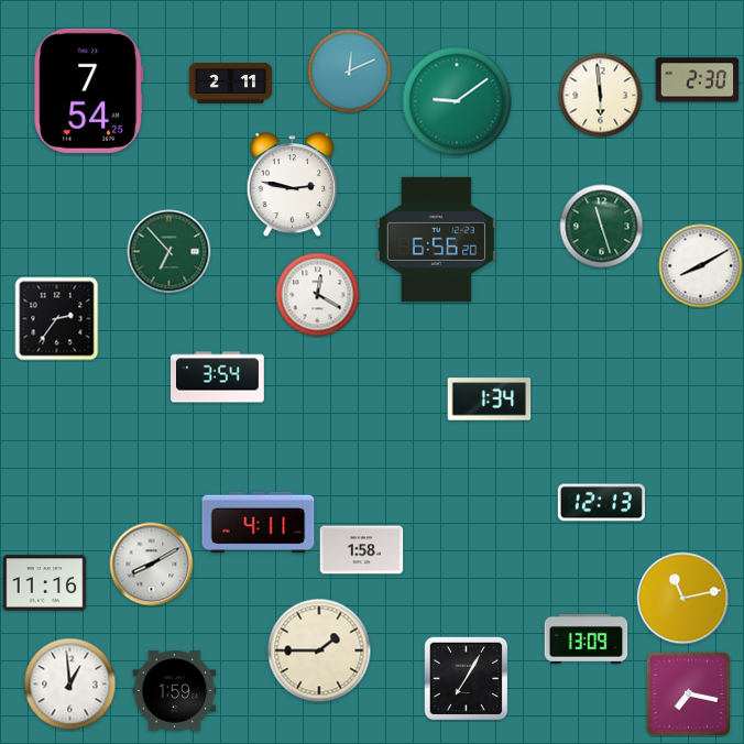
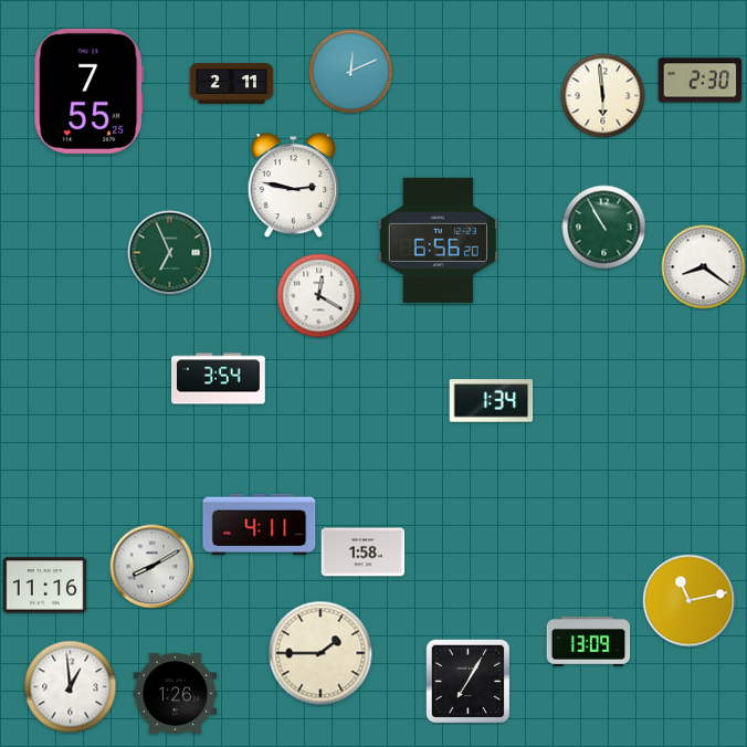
clock at (89, 90): 7:54 -> 7:55
clock at (457, 101): 9:09 -> none
clock at (602, 227): 11:27 -> 10:55
clock at (169, 252): 6:53 -> 6:56
clock at (701, 266): 8:10 -> 8:21
clock at (57, 319): 2:36 -> none
clock at (601, 503): 12:13 -> none
clock at (683, 599) position: (683, 599) -> (690, 601)
clock at (175, 691): 1:59 -> 1:26
clock at (688, 693): 7:17 -> none
